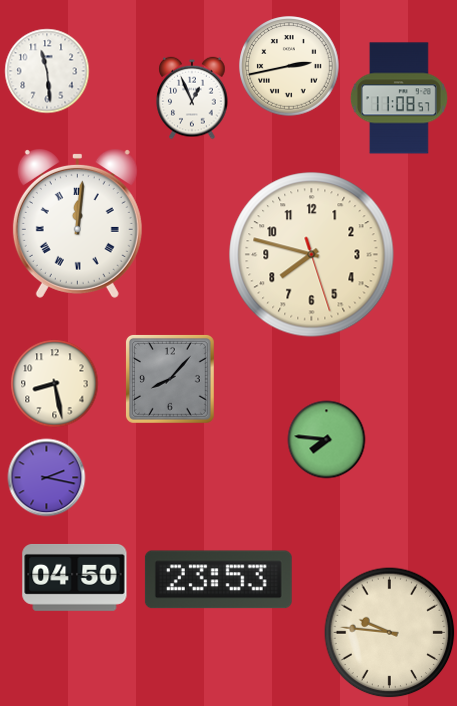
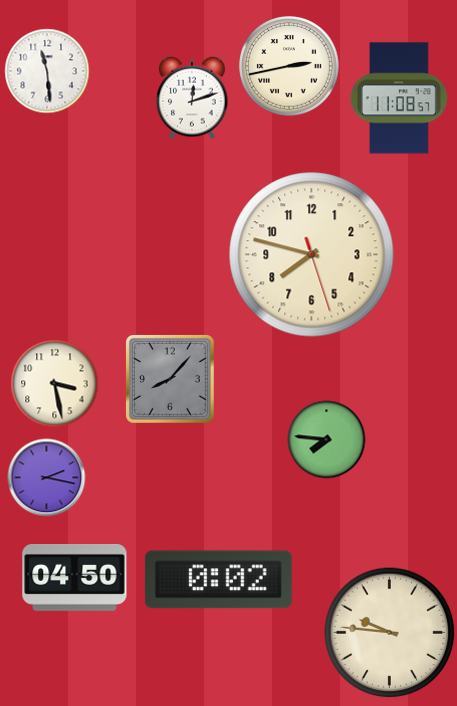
clock at (192, 98): 12:56 -> 12:12
clock at (77, 224): 12:01 -> none
clock at (54, 383): 8:28 -> 3:28
clock at (218, 580): 23:53 -> 0:02
